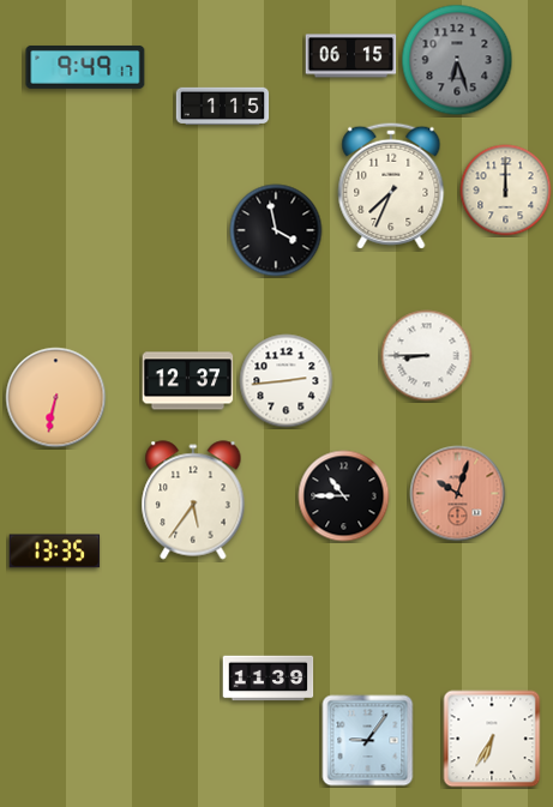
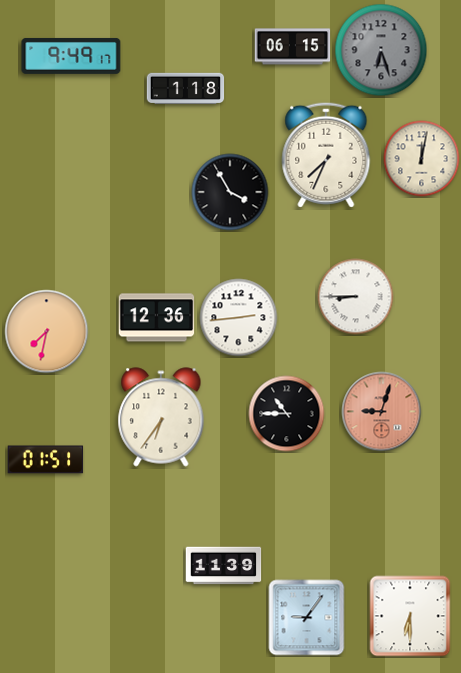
clock at (223, 106): 1:15 -> 1:18
clock at (506, 191): 12:00 -> 12:02
clock at (276, 230): 3:58 -> 3:55
clock at (188, 381): 12:37 -> 12:36
clock at (56, 398): 6:32 -> 7:32
clock at (458, 494): 10:03 -> 9:03
clock at (193, 500): 5:36 -> 6:36
clock at (55, 552): 13:35 -> 01:51
clock at (492, 739): 6:35 -> 6:30
